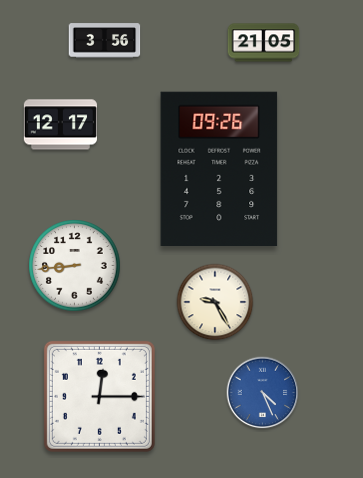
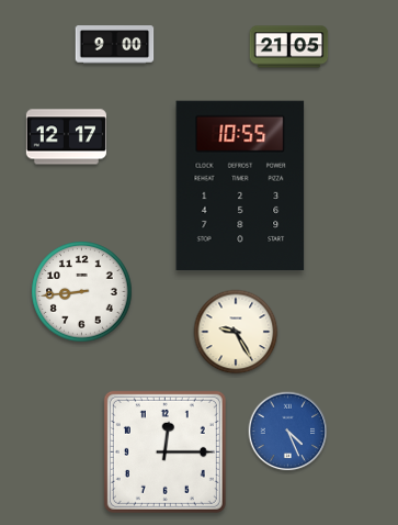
clock at (105, 41): 3:56 -> 9:00
clock at (219, 168): 09:26 -> 10:55
clock at (99, 396) position: (99, 396) -> (164, 451)
